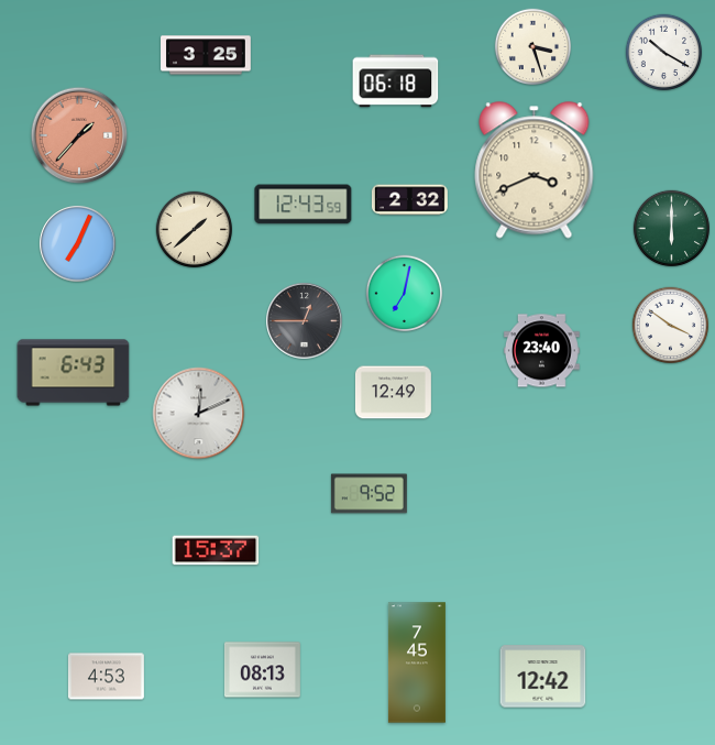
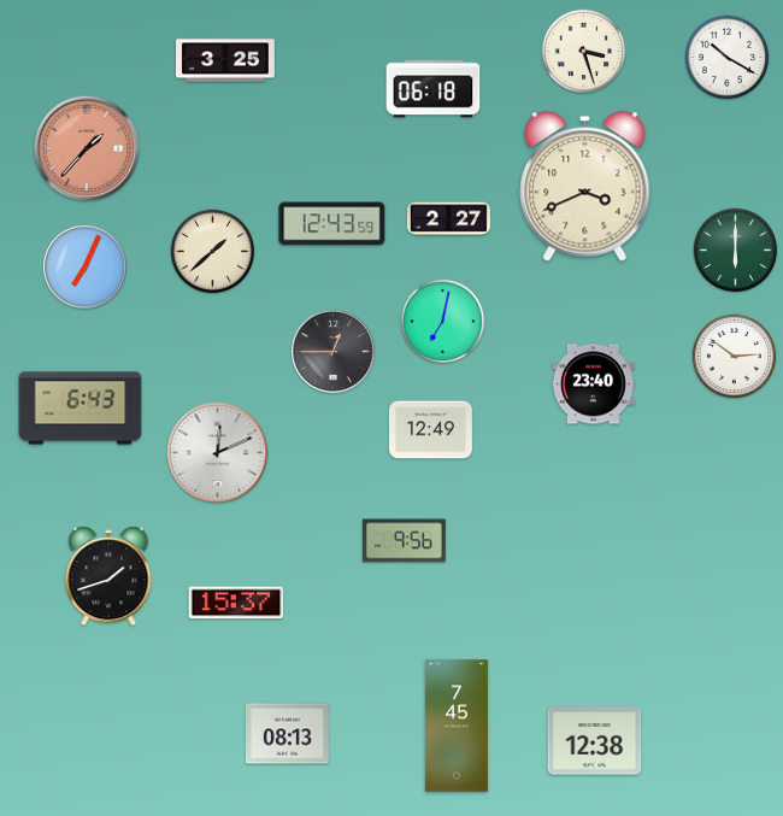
clock at (409, 200): 2:32 -> 2:27
clock at (671, 326): 3:51 -> 2:51
clock at (369, 494): 9:52 -> 9:56
clock at (108, 576): none -> 1:42
clock at (106, 677): 4:53 -> none
clock at (543, 677): 12:42 -> 12:38
